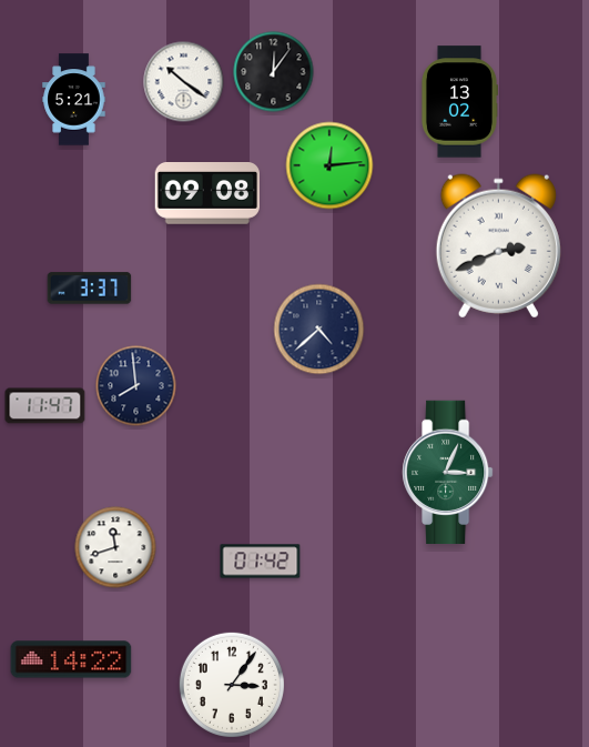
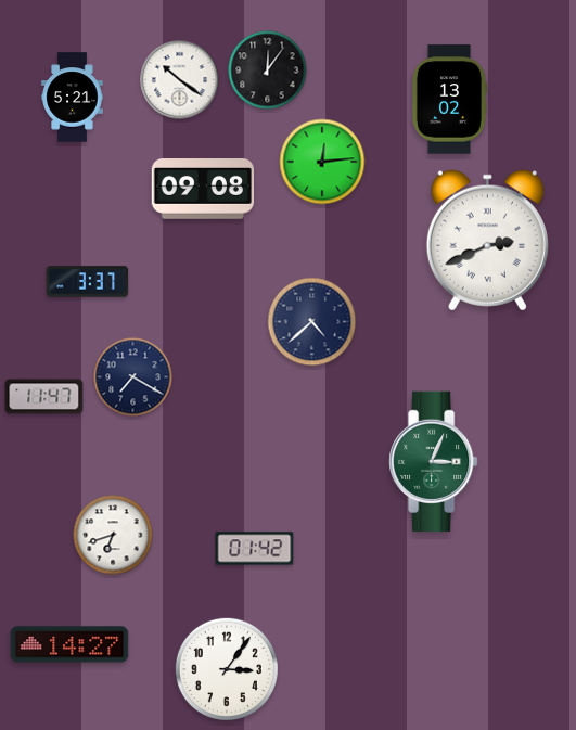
clock at (136, 386): 7:59 -> 7:20
clock at (448, 472) position: (448, 472) -> (434, 461)
clock at (115, 547): 11:42 -> 6:42
clock at (71, 659): 14:22 -> 14:27
